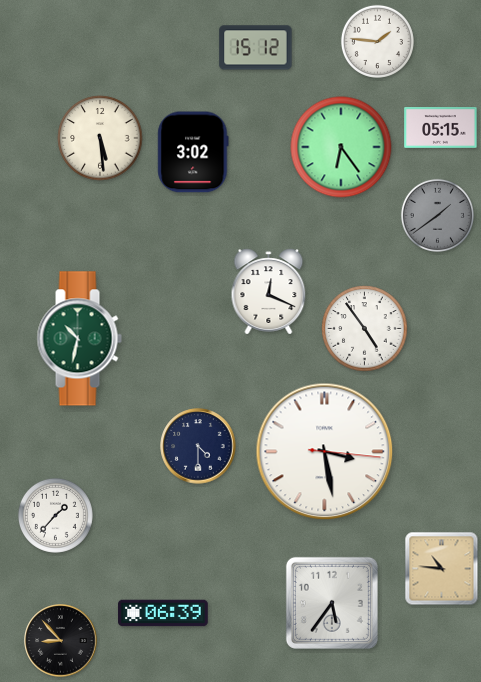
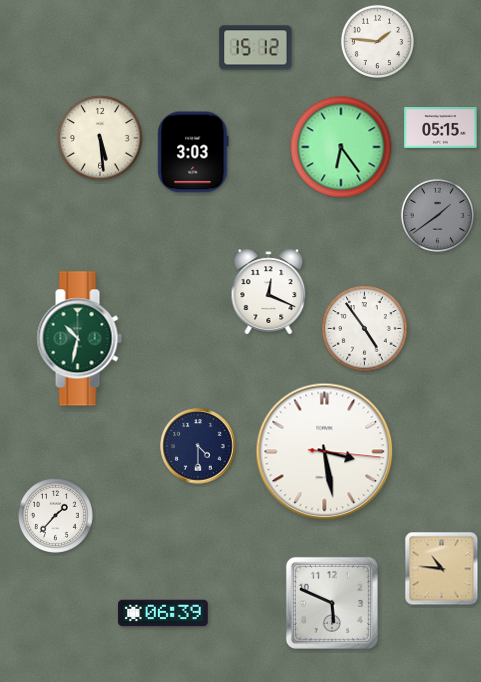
clock at (193, 152): 3:02 -> 3:03
clock at (332, 603): 5:36 -> 5:49
clock at (61, 641): 8:53 -> none
